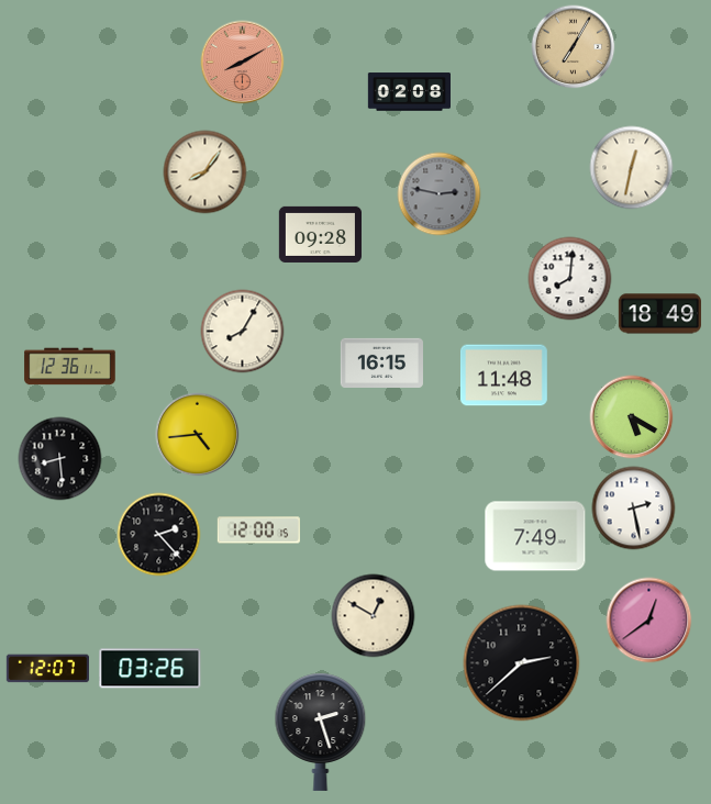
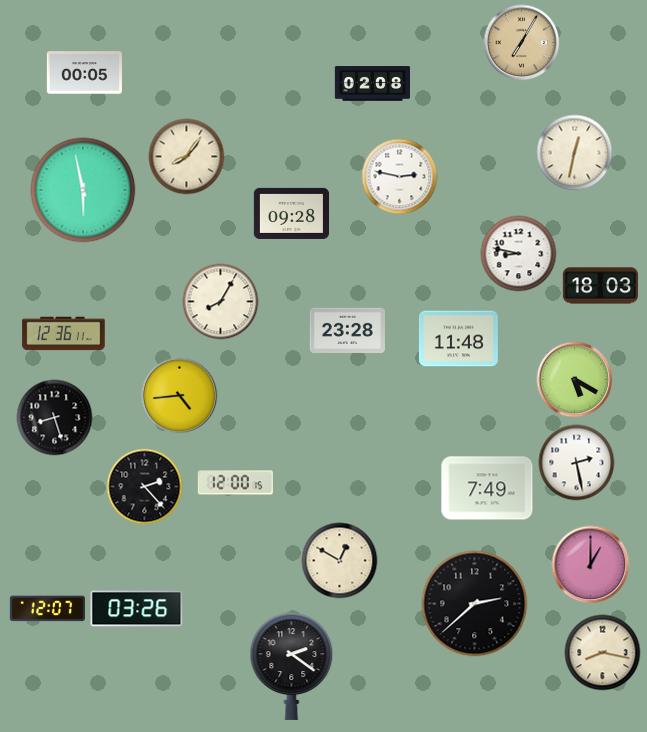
clock at (243, 63): 8:10 -> none
clock at (84, 73): none -> 00:05
clock at (440, 194) dial: grey -> white
clock at (83, 190): none -> 5:58
clock at (570, 279): 8:01 -> 8:47
clock at (659, 314): 18:49 -> 18:03
clock at (381, 362): 16:15 -> 23:28
clock at (503, 376) position: (503, 376) -> (458, 339)
clock at (60, 459): 8:29 -> 8:27
clock at (649, 621): 12:39 -> 1:00
clock at (47, 669) position: (47, 669) -> (47, 609)
clock at (603, 653): none -> 8:17
clock at (321, 732): 2:27 -> 2:21
